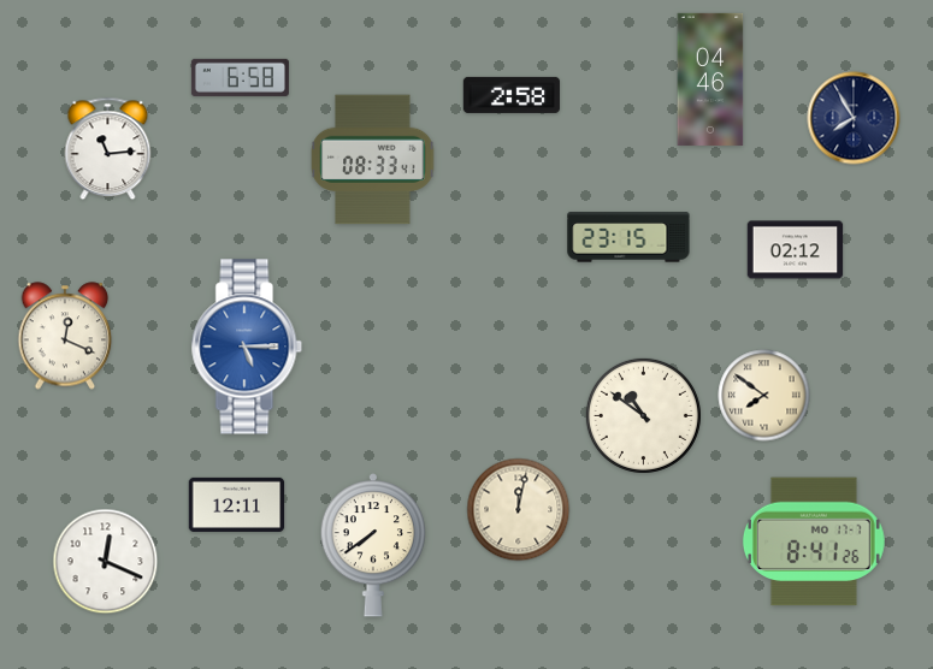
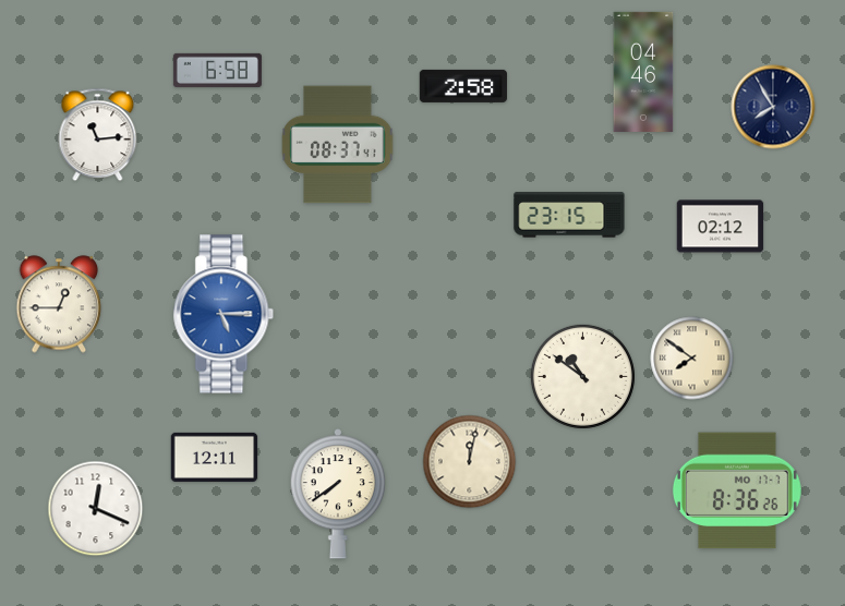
clock at (373, 160): 08:33 -> 08:37
clock at (65, 336): 12:19 -> 12:45
clock at (814, 541): 8:41 -> 8:36
